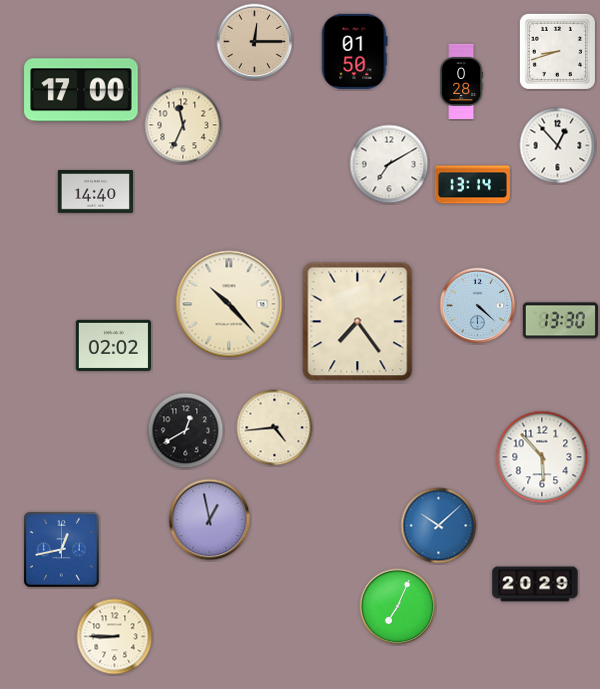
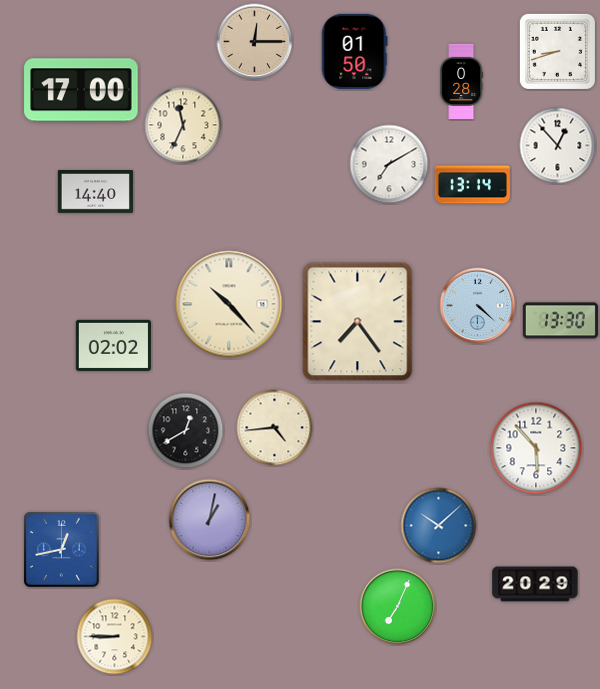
clock at (542, 457) position: (542, 457) -> (536, 448)
clock at (210, 520): 12:58 -> 1:02
